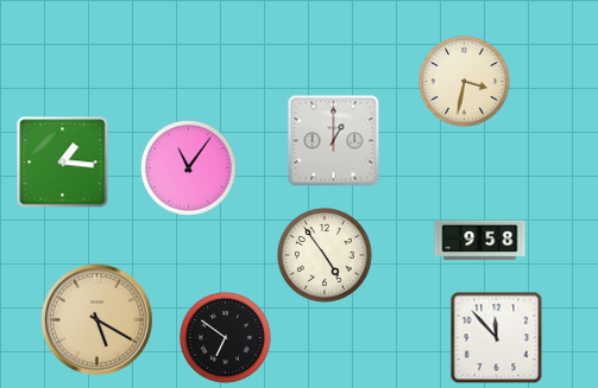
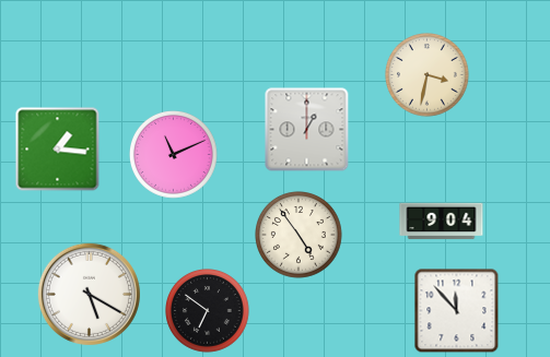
clock at (189, 168): 11:06 -> 11:11
clock at (480, 241): 9:58 -> 9:04
clock at (96, 319) dial: champagne -> white
